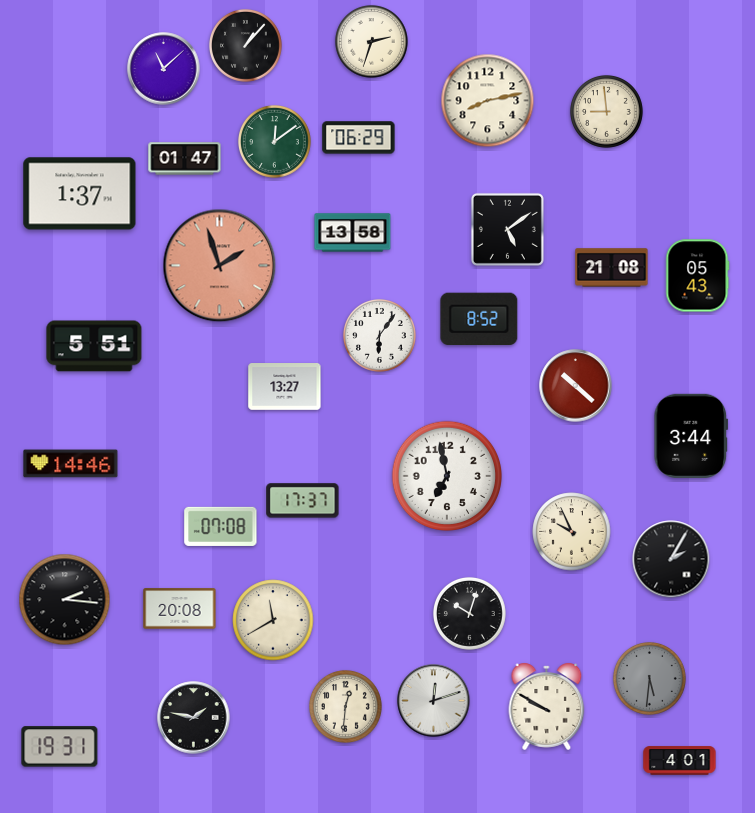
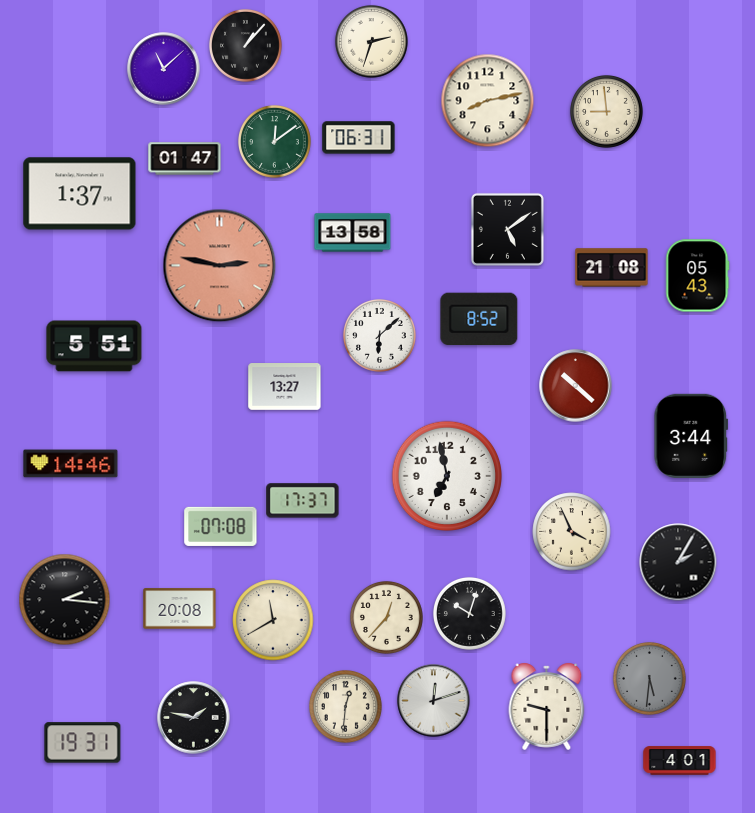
clock at (359, 138): 06:29 -> 06:31
clock at (220, 266): 1:57 -> 2:47
clock at (380, 335): 6:06 -> 6:08
clock at (572, 532): 9:56 -> 3:56
clock at (671, 559) position: (671, 559) -> (678, 562)
clock at (387, 617): none -> 12:37
clock at (547, 706): 9:50 -> 9:30
clock at (60, 747) position: (60, 747) -> (83, 743)
